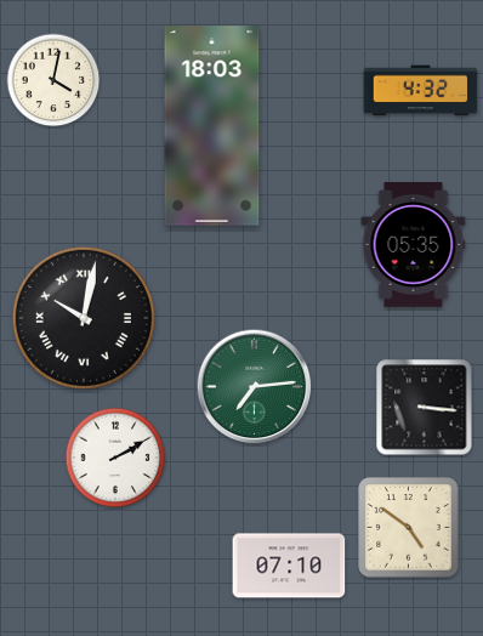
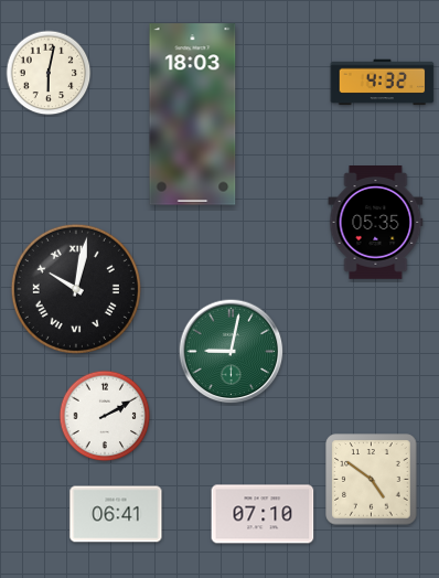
clock at (53, 80): 4:02 -> 6:02
clock at (255, 387): 7:14 -> 9:02
clock at (425, 408): 3:16 -> none
clock at (116, 514): none -> 06:41
